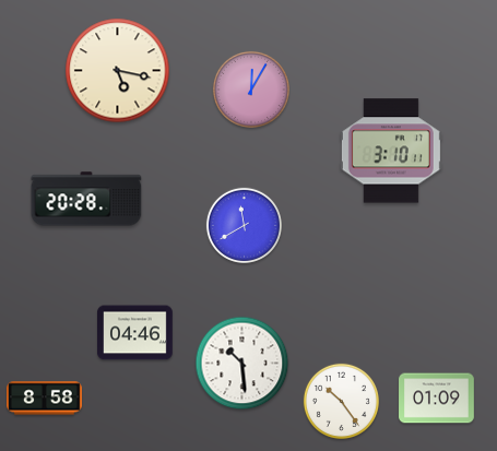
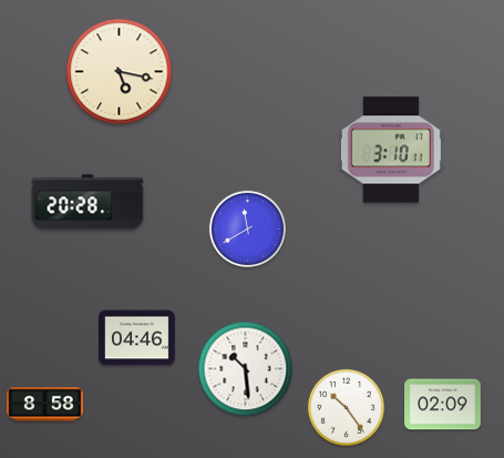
clock at (251, 90): 12:05 -> none
clock at (391, 151) position: (391, 151) -> (391, 150)
clock at (437, 399): 01:09 -> 02:09
